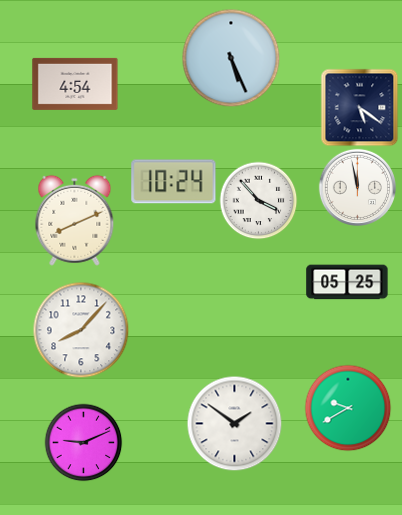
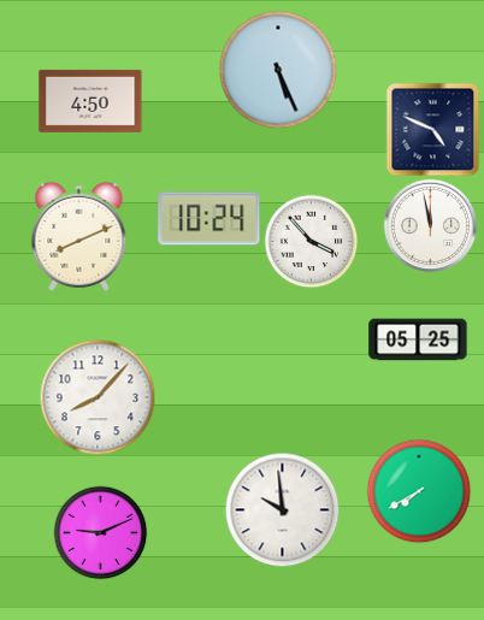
clock at (75, 84): 4:54 -> 4:50
clock at (359, 107): 5:21 -> 4:49
clock at (75, 220) position: (75, 220) -> (79, 236)
clock at (348, 408): 9:40 -> 7:40
clock at (234, 423): 1:51 -> 9:59
